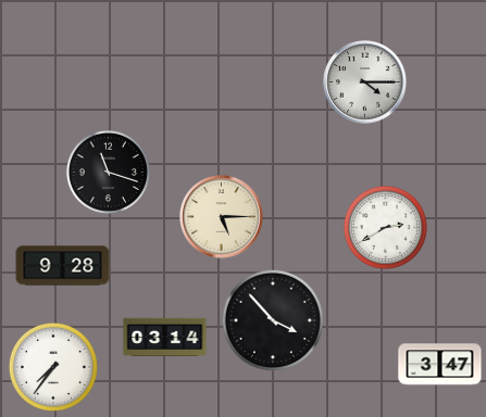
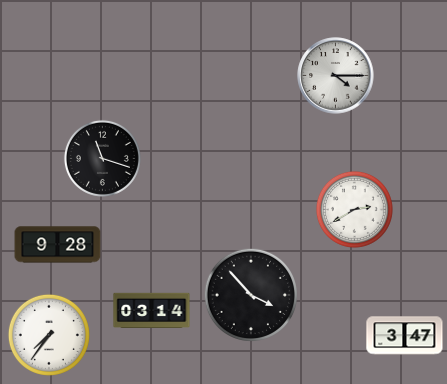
clock at (108, 172) position: (108, 172) -> (102, 158)
clock at (222, 217): 5:15 -> none
clock at (53, 367) position: (53, 367) -> (49, 335)
